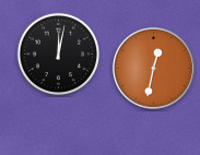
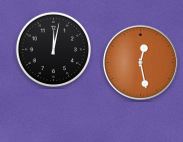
clock at (153, 68): 12:32 -> 12:28
